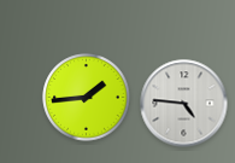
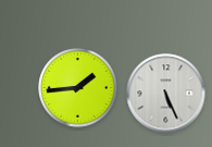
clock at (184, 104): 4:46 -> 5:26
